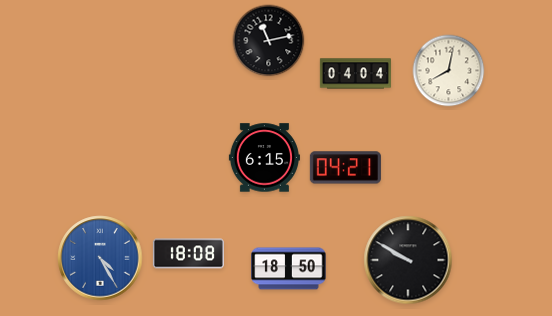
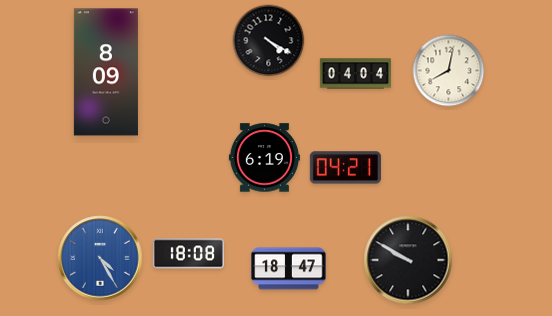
clock at (269, 41): 11:13 -> 4:20
clock at (106, 72): none -> 8:09
clock at (264, 158): 6:15 -> 6:19
clock at (289, 269): 18:50 -> 18:47
